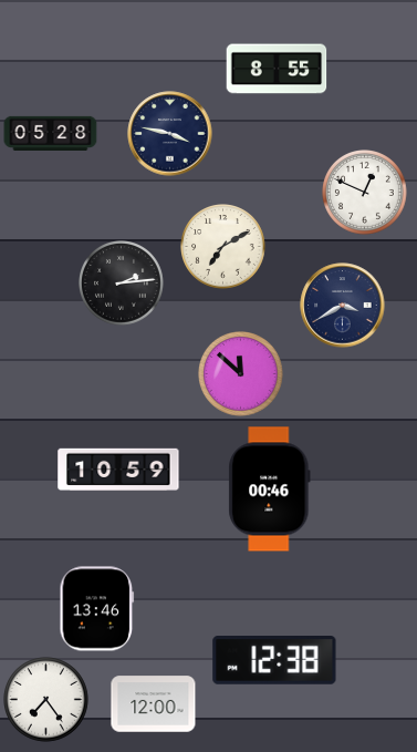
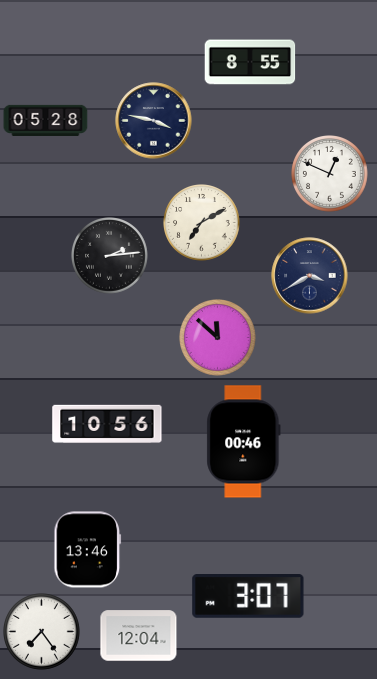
clock at (118, 468): 10:59 -> 10:56
clock at (274, 661): 12:38 -> 3:07
clock at (154, 704): 12:00 -> 12:04
